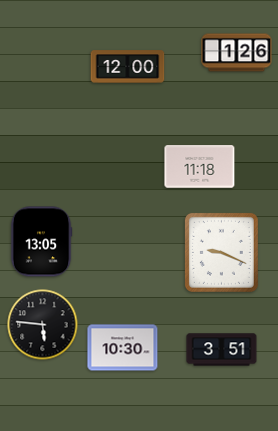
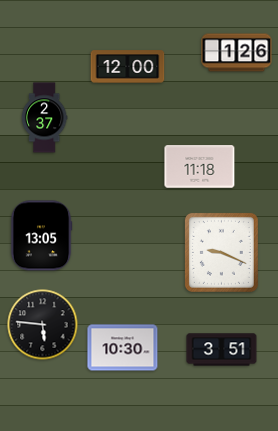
clock at (44, 118): none -> 2:37
clock at (41, 242) position: (41, 242) -> (41, 236)
